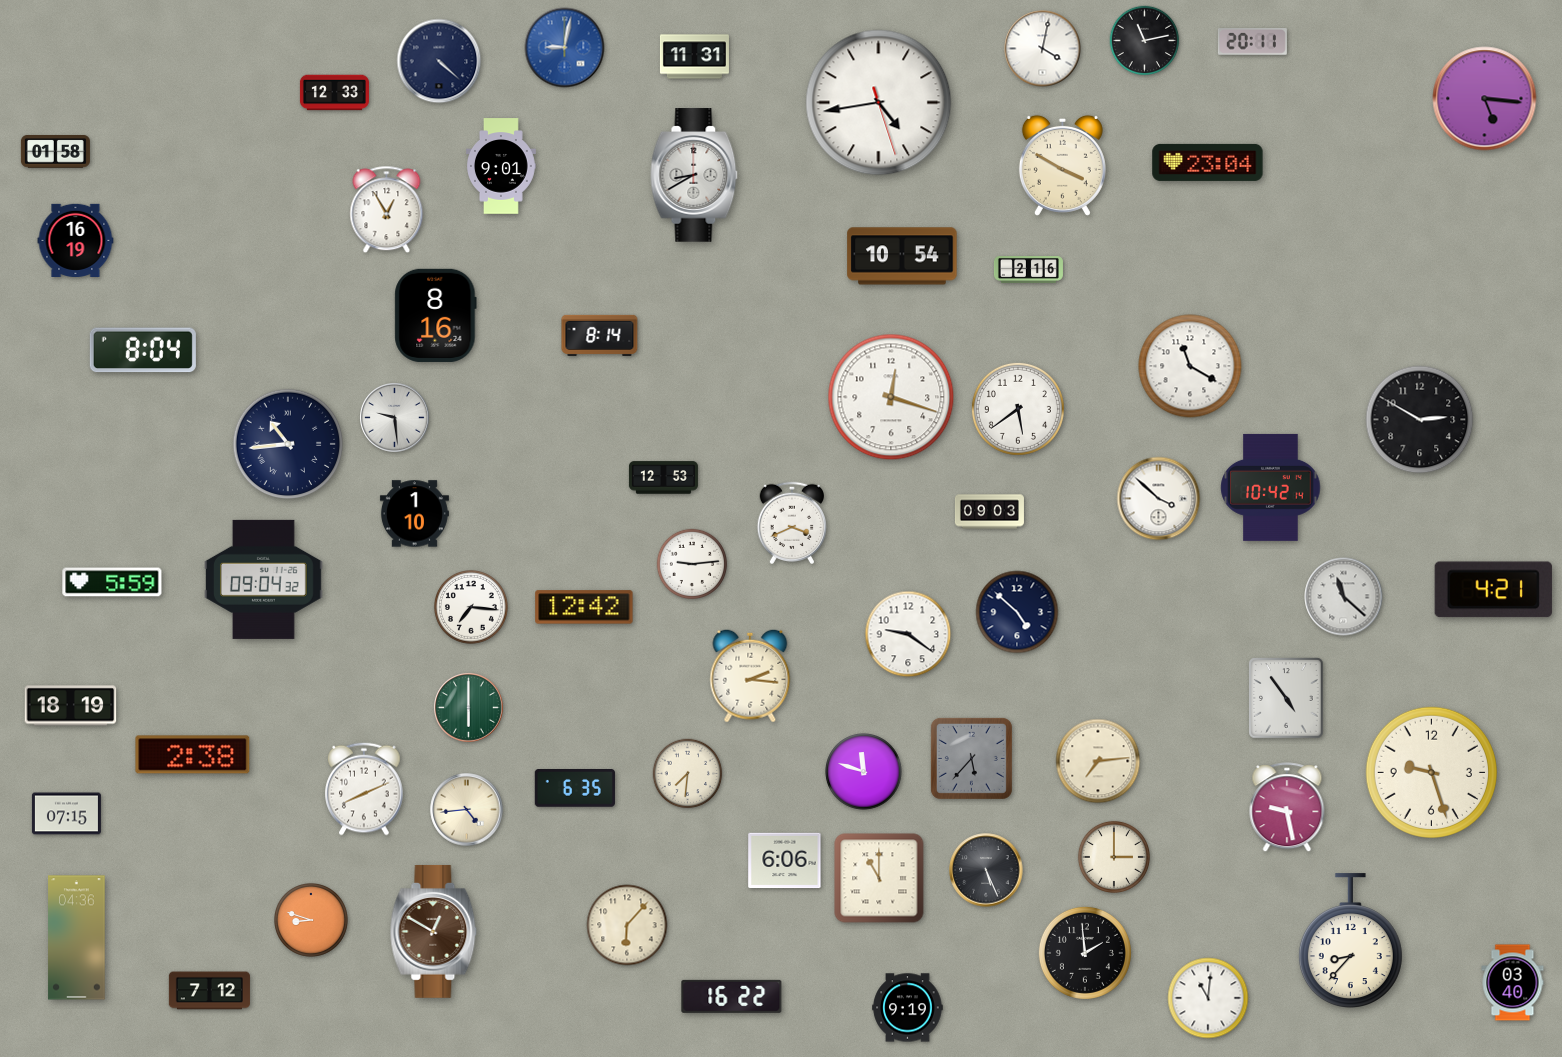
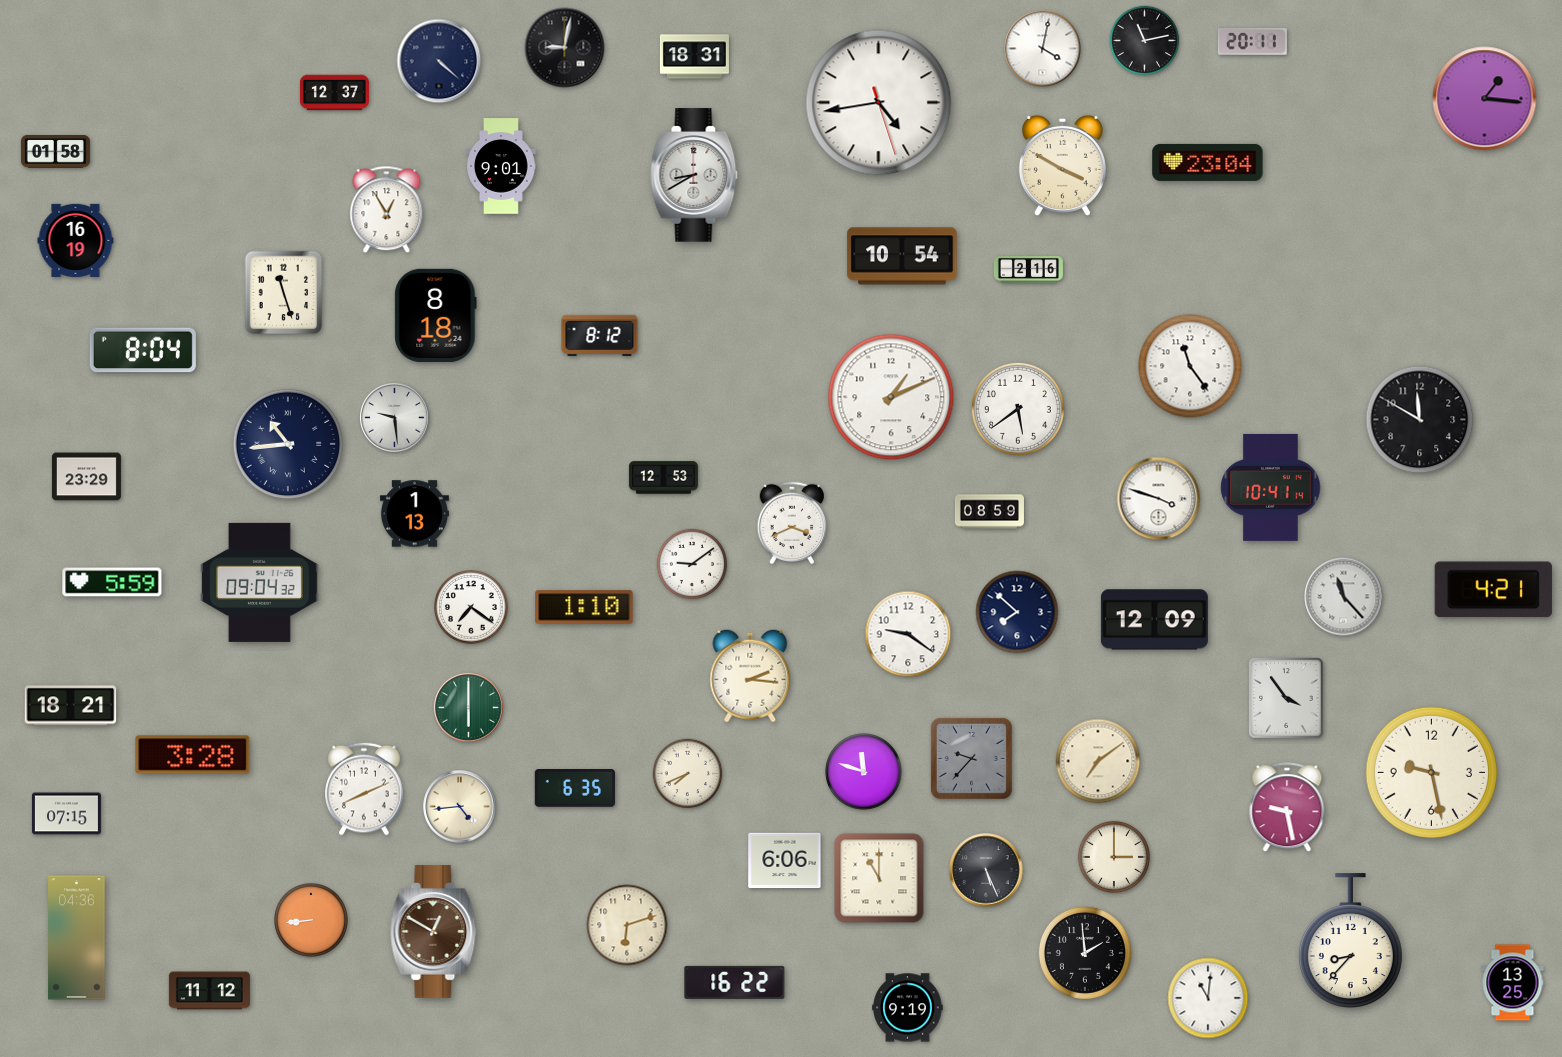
clock at (565, 48) dial: blue -> black
clock at (694, 57): 11:31 -> 18:31
clock at (334, 93): 12:33 -> 12:37
clock at (1485, 99): 5:16 -> 1:16
clock at (284, 293): none -> 11:27
clock at (436, 315): 8:16 -> 8:18
clock at (600, 335): 8:14 -> 8:12
clock at (1190, 366): 11:20 -> 11:24
clock at (891, 397): 12:18 -> 1:11
clock at (1420, 420): 2:50 -> 11:50
clock at (86, 477): none -> 23:29
clock at (1271, 487): 10:42 -> 10:41
clock at (1159, 499): 3:52 -> 3:48
clock at (989, 512): 09:03 -> 08:59
clock at (414, 514): 1:10 -> 1:13
clock at (692, 564): 9:14 -> 9:09
clock at (264, 579) position: (264, 579) -> (260, 582)
clock at (1344, 597): 11:22 -> 11:23
clock at (584, 607): 12:42 -> 1:10
clock at (472, 608): 7:16 -> 7:21
clock at (1017, 612): 4:52 -> 7:52
clock at (1154, 620): none -> 12:09
clock at (1286, 698): 4:54 -> 3:54
clock at (71, 706): 18:19 -> 18:21
clock at (193, 755): 2:38 -> 3:28
clock at (971, 758): 5:37 -> 9:37
clock at (1098, 761): 7:14 -> 7:09
clock at (1431, 772): 9:27 -> 9:28
clock at (688, 774): 7:31 -> 7:41
clock at (467, 810) position: (467, 810) -> (460, 807)
clock at (312, 921): 8:48 -> 8:44
clock at (627, 925): 6:07 -> 6:12
clock at (1513, 983): 03:40 -> 13:25
clock at (209, 991): 7:12 -> 11:12
clock at (732, 996) position: (732, 996) -> (735, 982)
